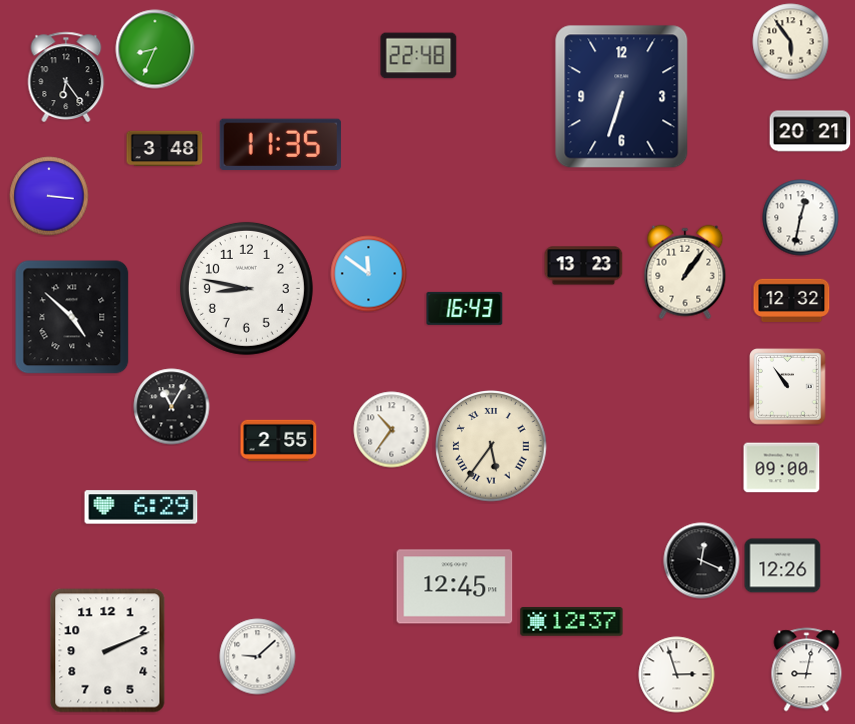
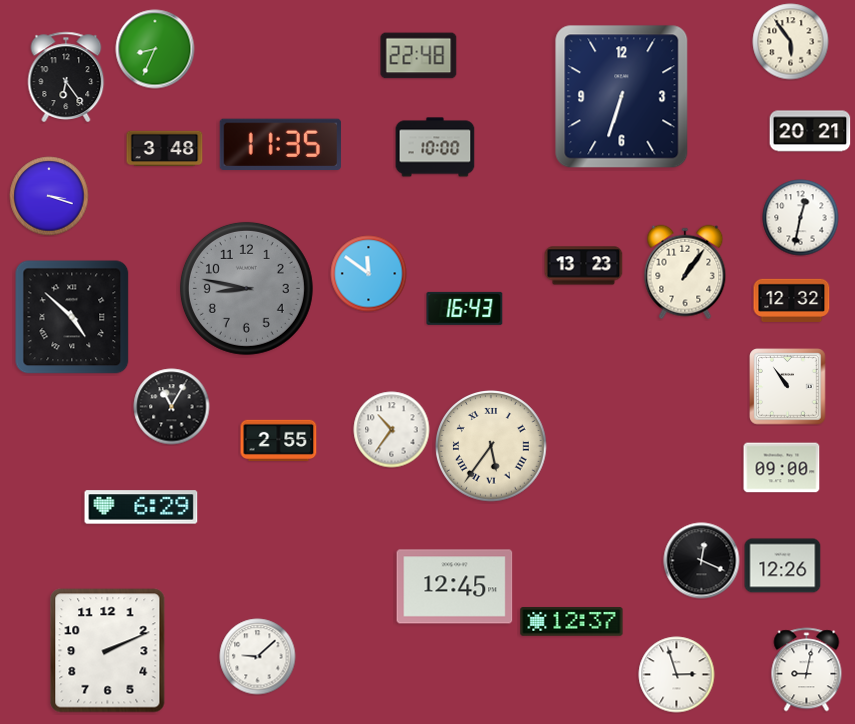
clock at (435, 147): none -> 10:00
clock at (49, 196): 3:16 -> 3:18
clock at (246, 288) dial: white -> grey
